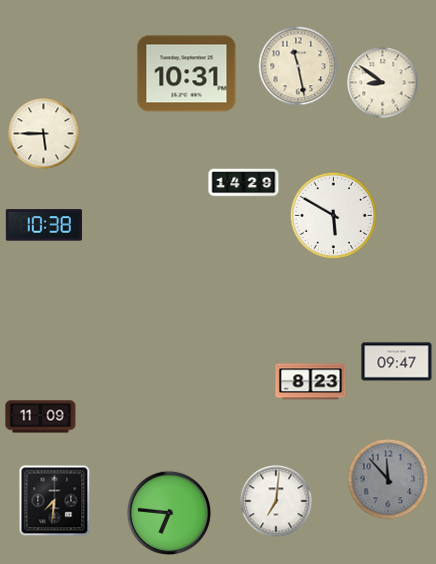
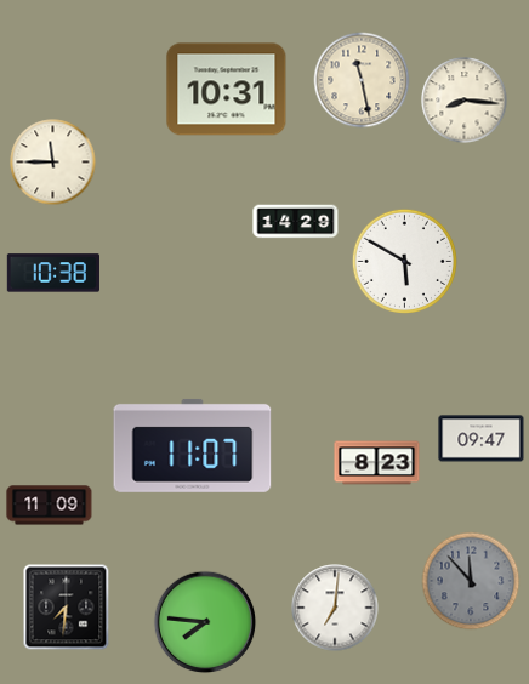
clock at (383, 83): 8:51 -> 8:16
clock at (44, 134): 5:45 -> 11:45
clock at (193, 445): none -> 11:07
clock at (169, 513): 6:46 -> 7:46
